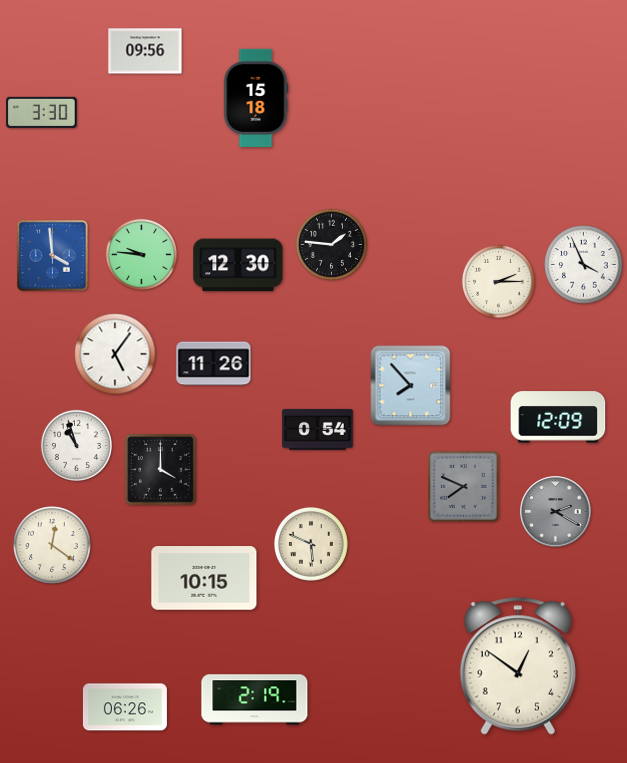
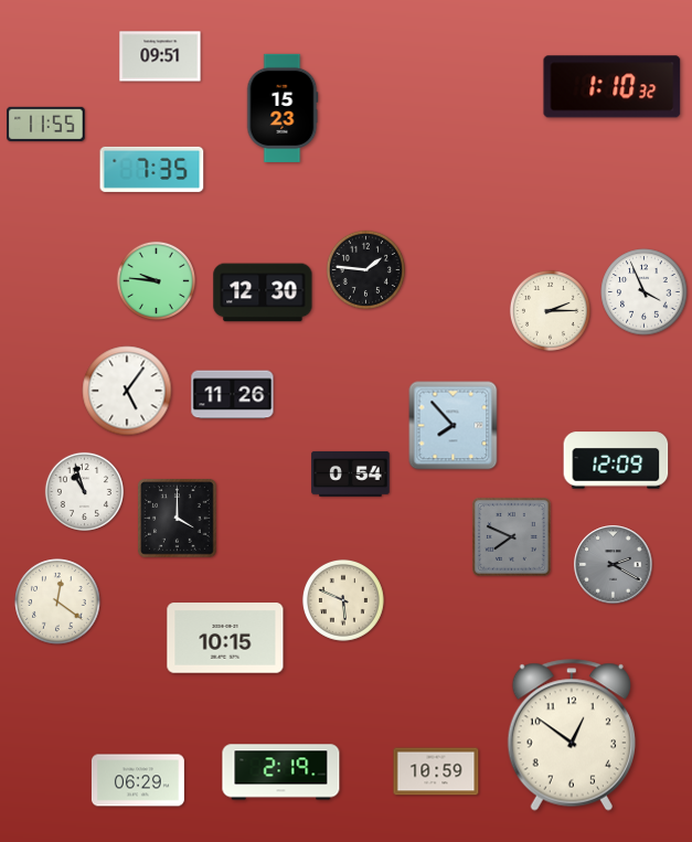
clock at (145, 51): 09:56 -> 09:51
clock at (613, 87): none -> 1:10
clock at (256, 98): 15:18 -> 15:23
clock at (42, 112): 3:30 -> 11:55
clock at (152, 169): none -> 7:35
clock at (53, 256): 3:59 -> none
clock at (214, 364) position: (214, 364) -> (233, 395)
clock at (436, 771): none -> 10:59
clock at (125, 707): 06:26 -> 06:29
